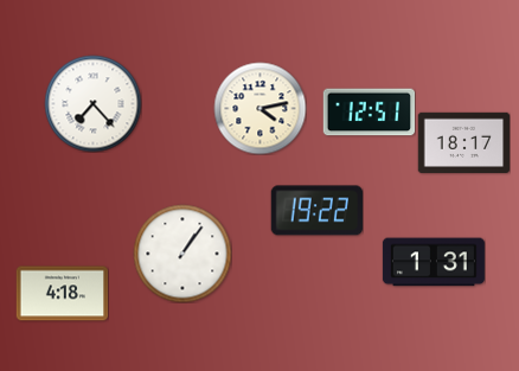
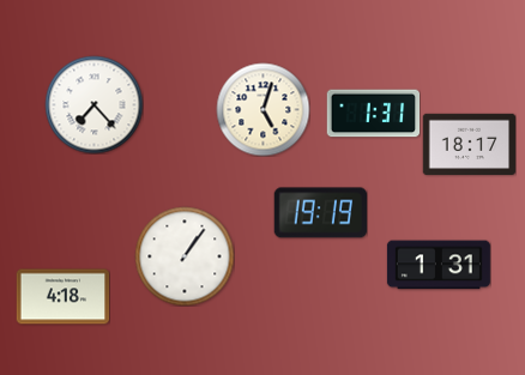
clock at (259, 108): 4:13 -> 5:03
clock at (369, 113): 12:51 -> 1:31
clock at (316, 211): 19:22 -> 19:19
